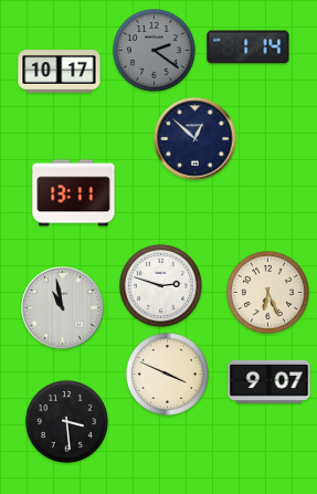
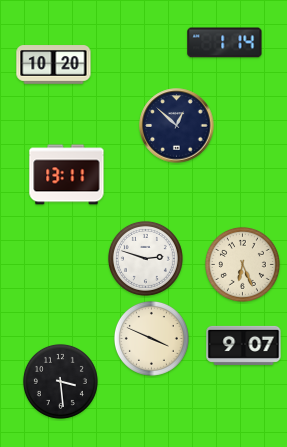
clock at (154, 50): 2:21 -> none
clock at (60, 72): 10:17 -> 10:20
clock at (63, 308): 10:58 -> none
